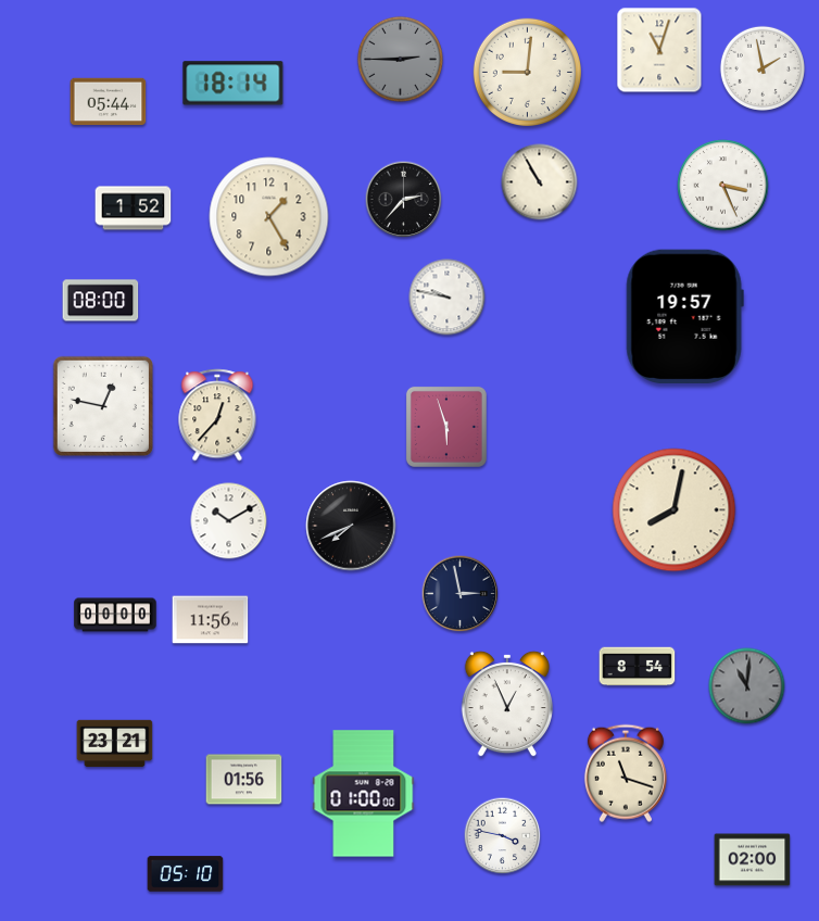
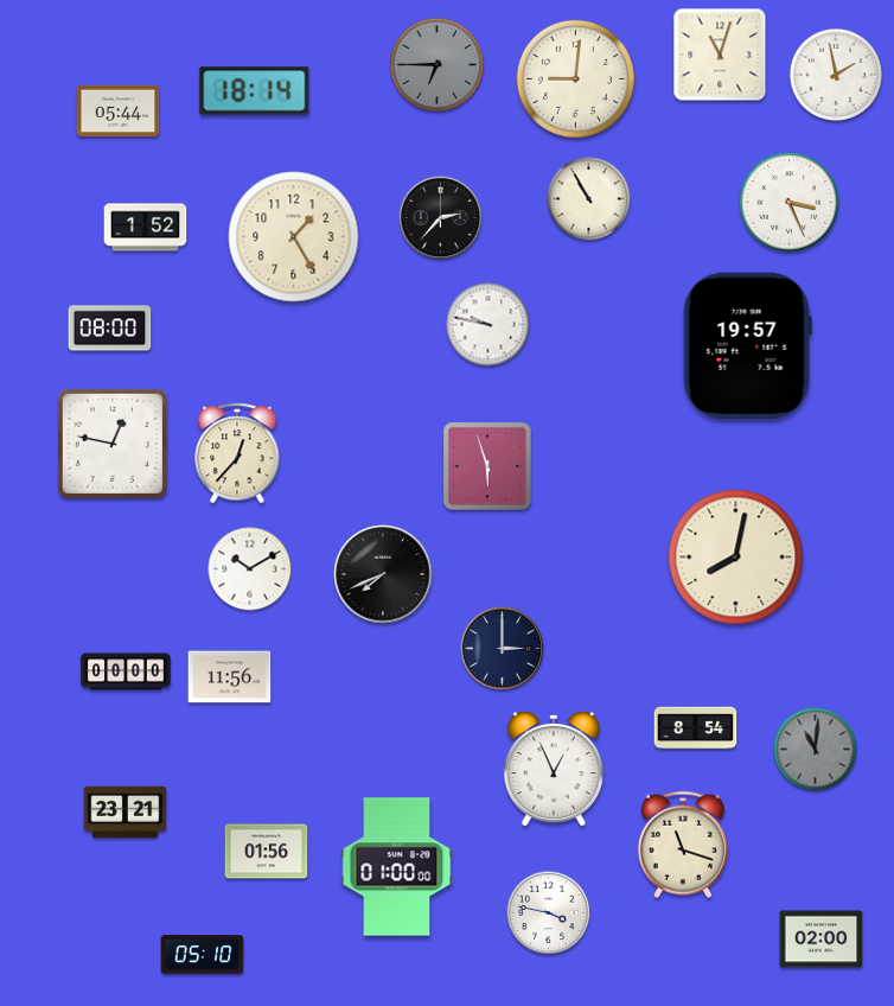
clock at (400, 59): 2:45 -> 6:45
clock at (763, 68) position: (763, 68) -> (836, 75)
clock at (461, 594): 2:58 -> 3:00
